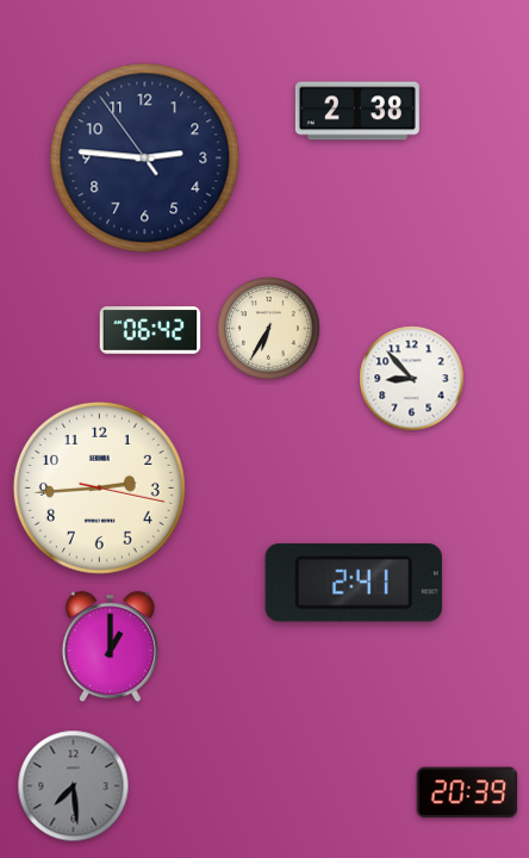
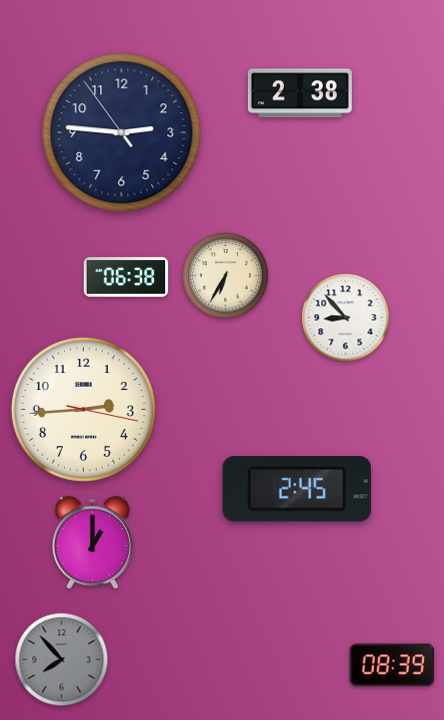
clock at (150, 330): 06:42 -> 06:38
clock at (354, 583): 2:41 -> 2:45
clock at (74, 786): 7:29 -> 7:53
clock at (467, 792): 20:39 -> 08:39
